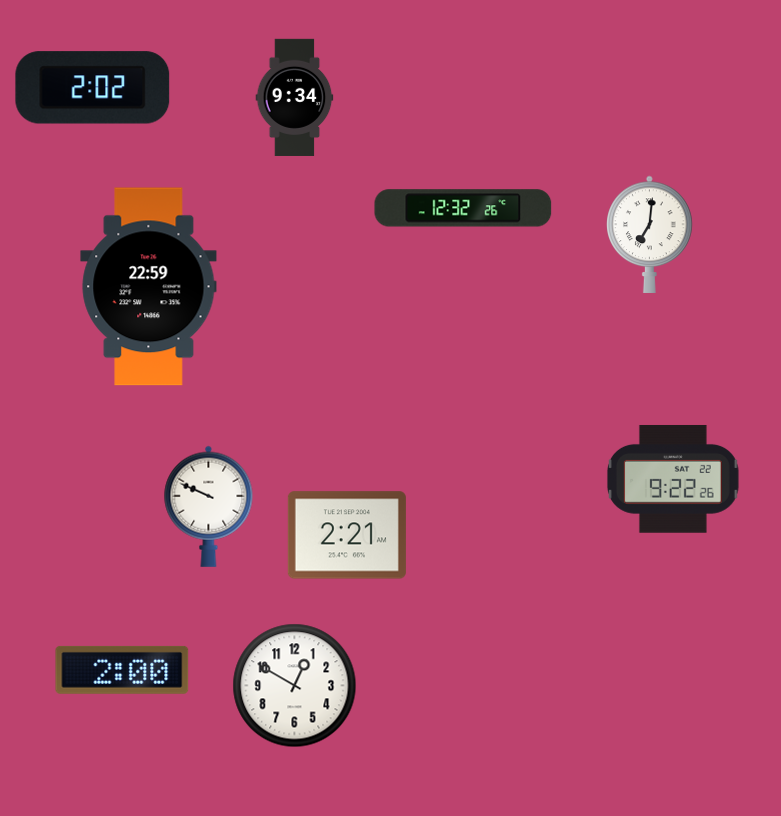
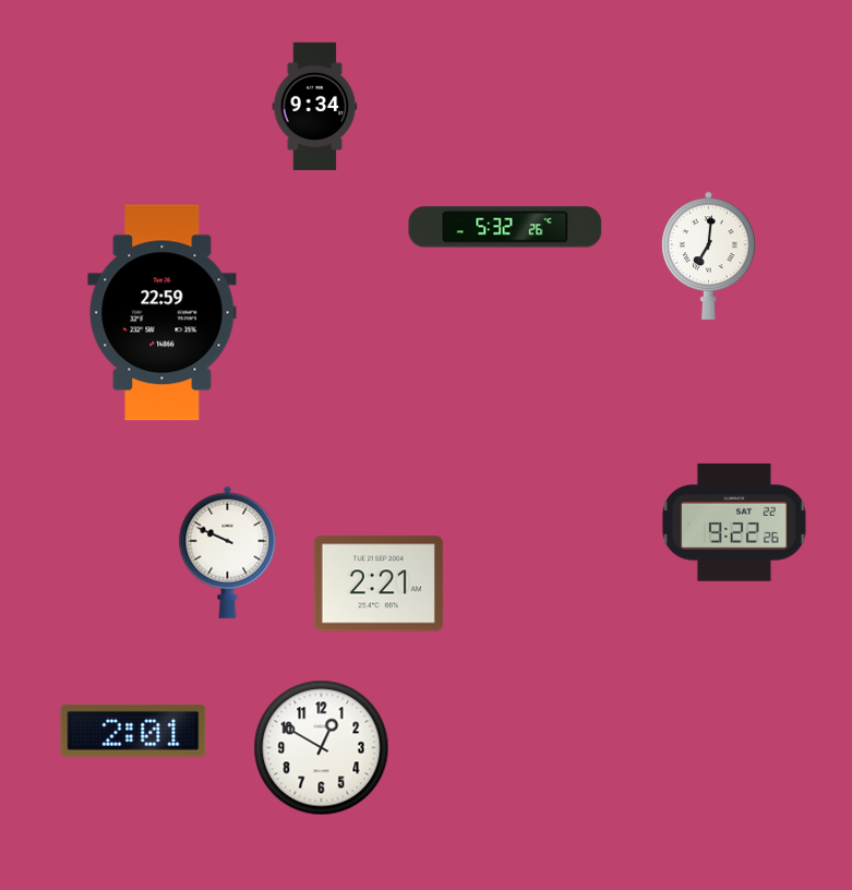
clock at (93, 88): 2:02 -> none
clock at (295, 97) position: (295, 97) -> (315, 106)
clock at (463, 208): 12:32 -> 5:32
clock at (122, 670): 2:00 -> 2:01
